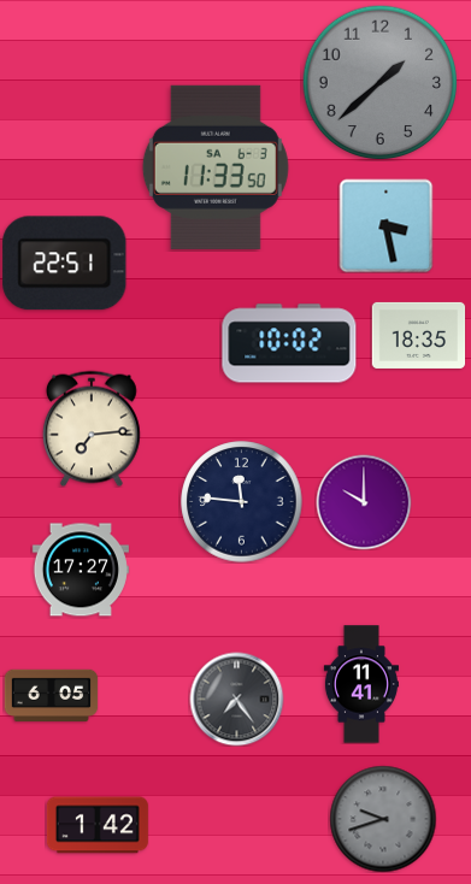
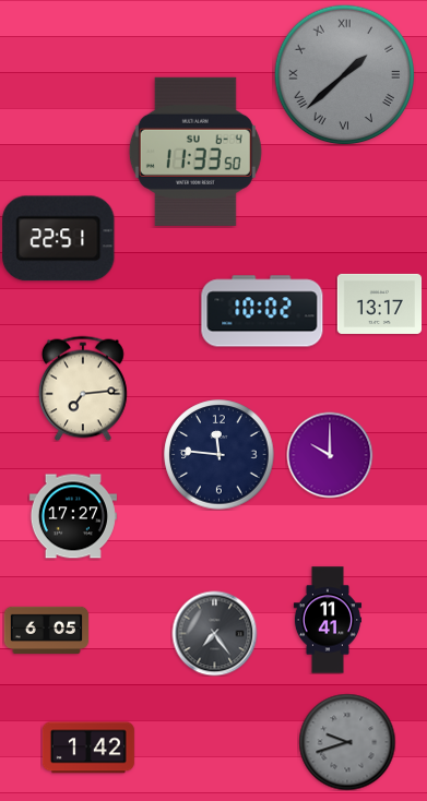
clock at (379, 82) numerals: Arabic -> Roman
clock at (216, 167) date: SA 6-3 -> SU 6-4
clock at (385, 225): 3:28 -> none
clock at (418, 335): 18:35 -> 13:17
